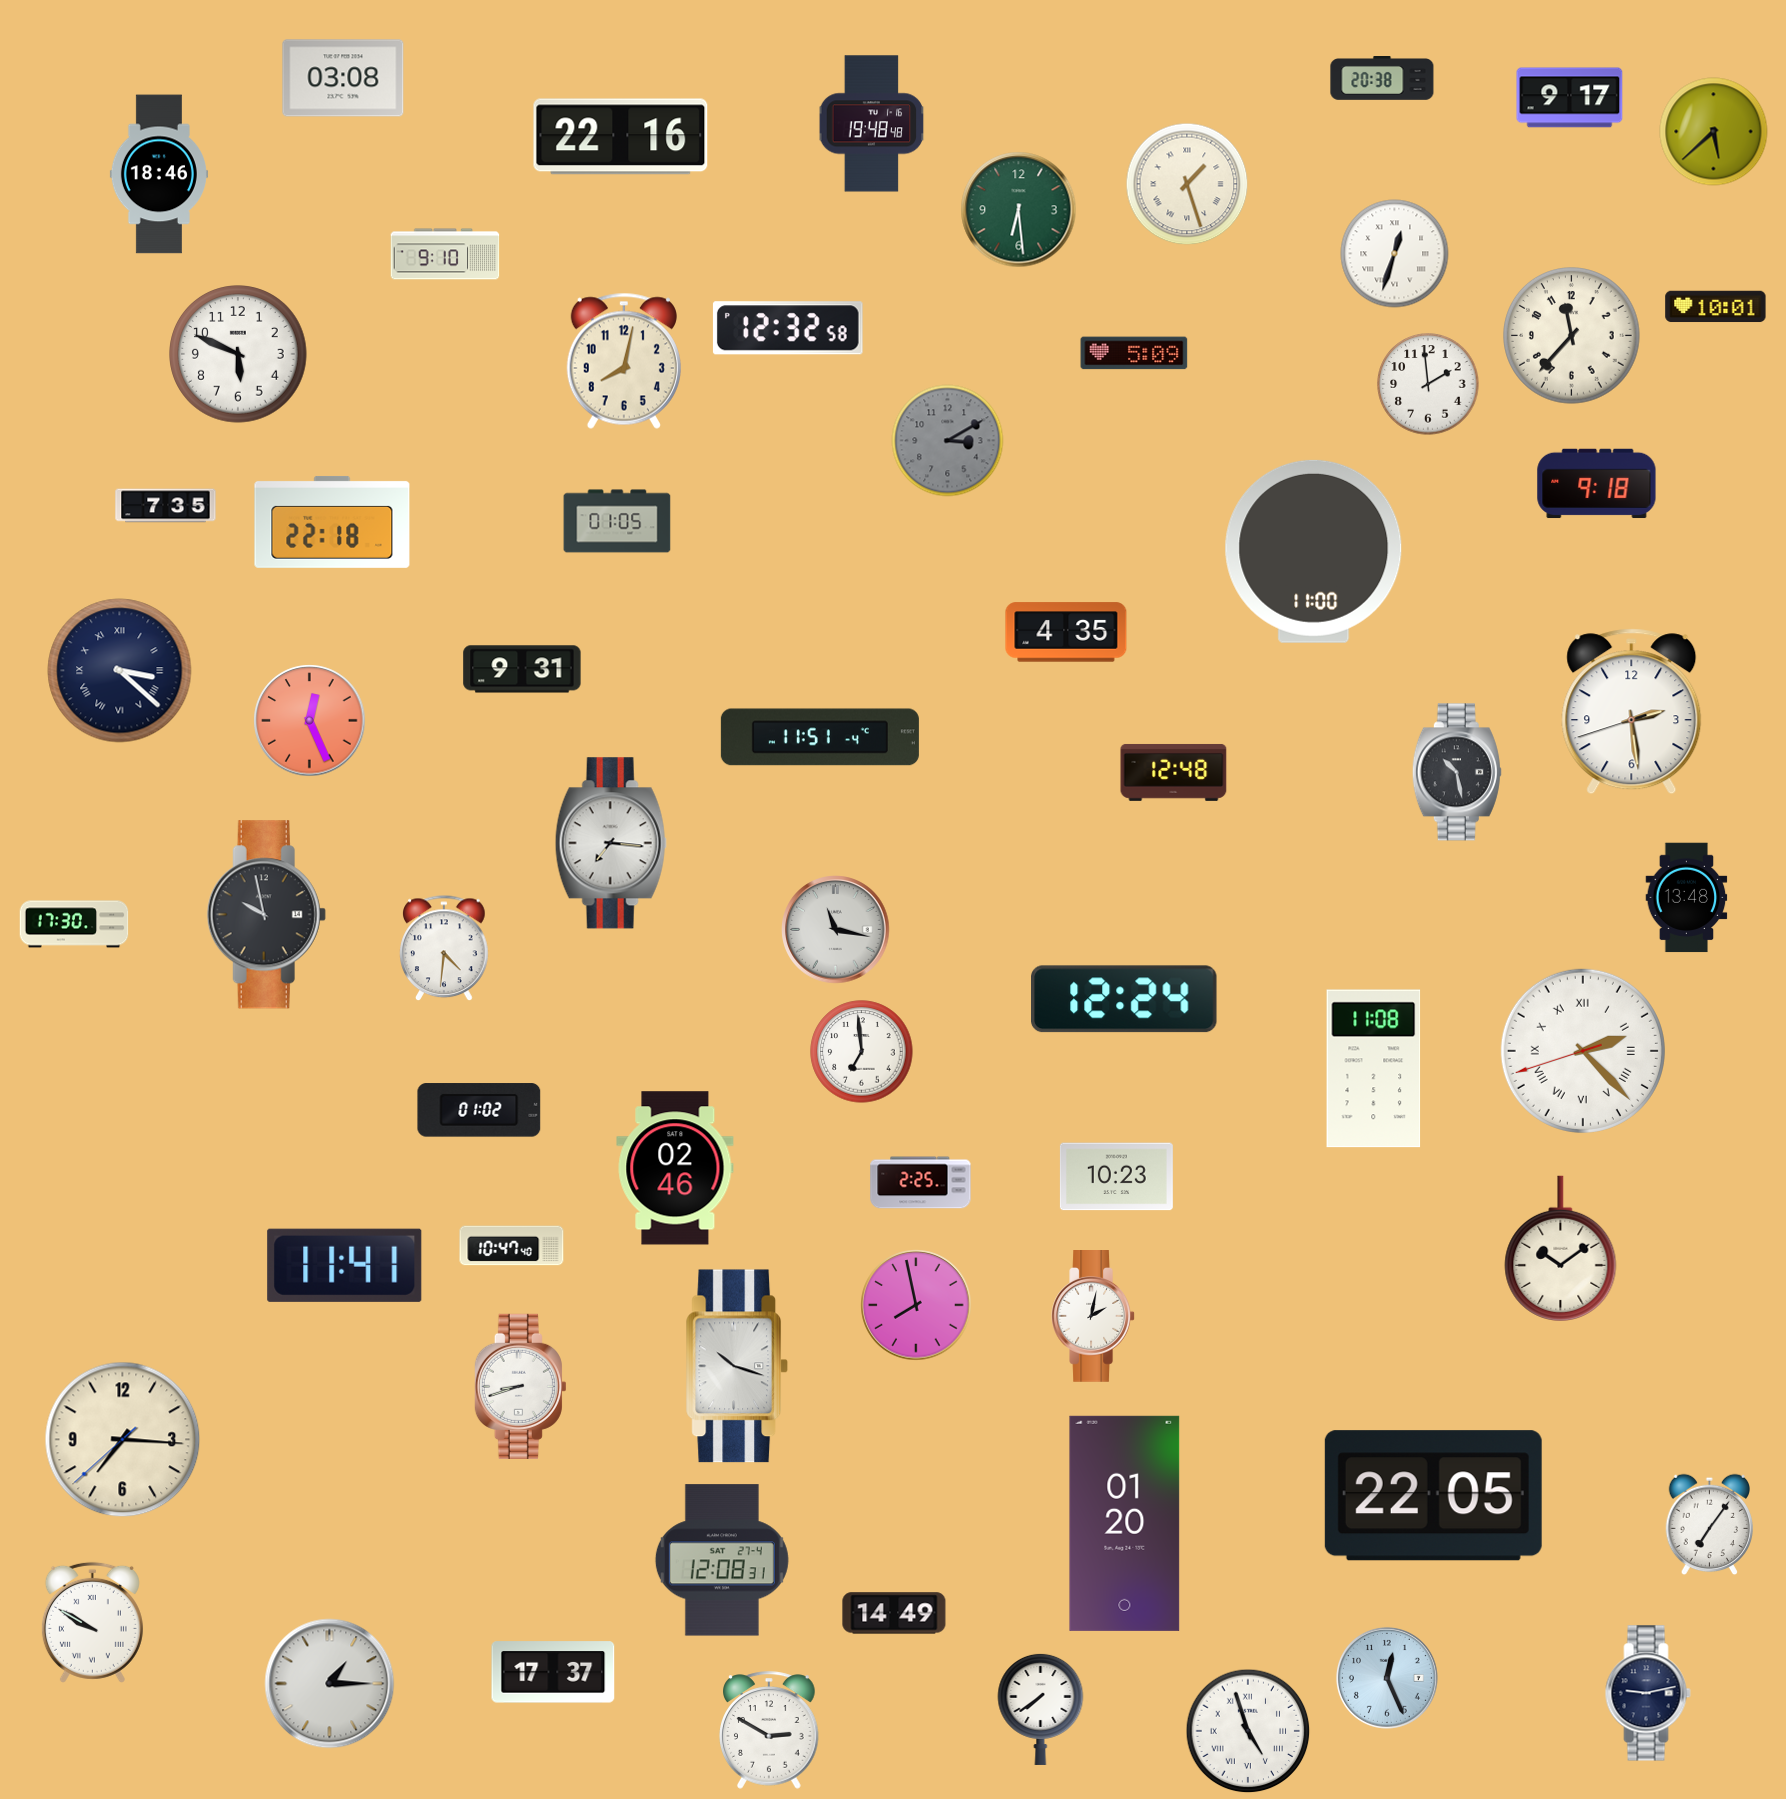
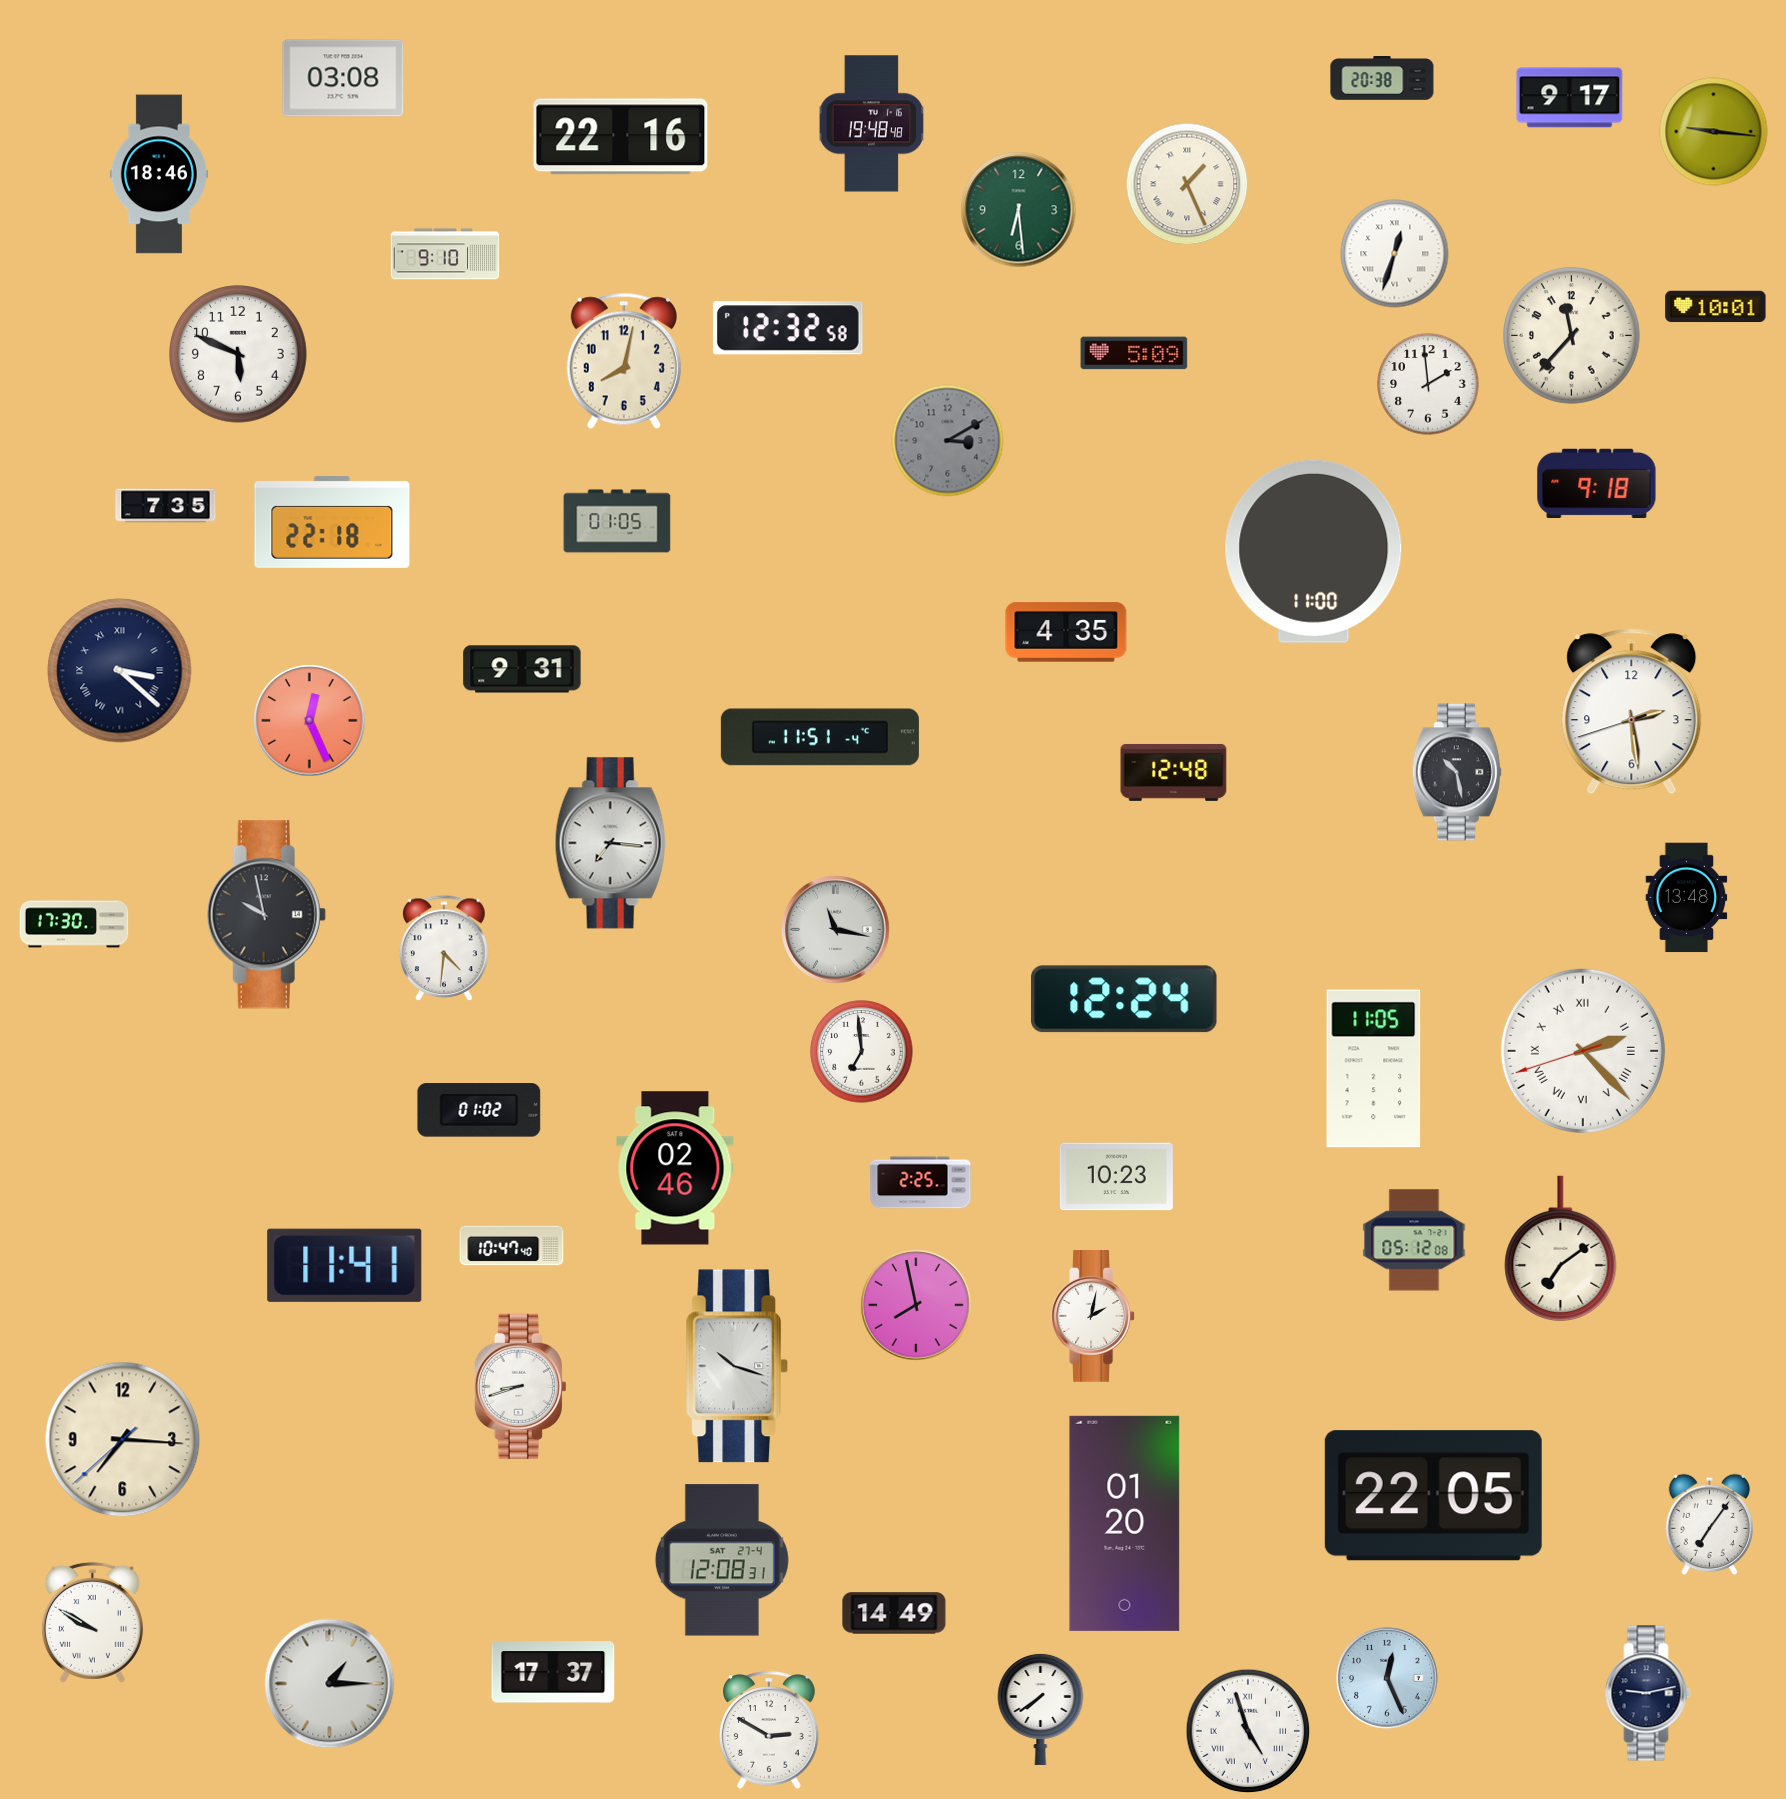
clock at (1714, 132): 5:38 -> 9:16
clock at (1187, 184): 1:27 -> 1:26
clock at (1374, 1069): 11:08 -> 11:05
clock at (1414, 1240): none -> 05:12
clock at (1561, 1248): 10:09 -> 7:09
